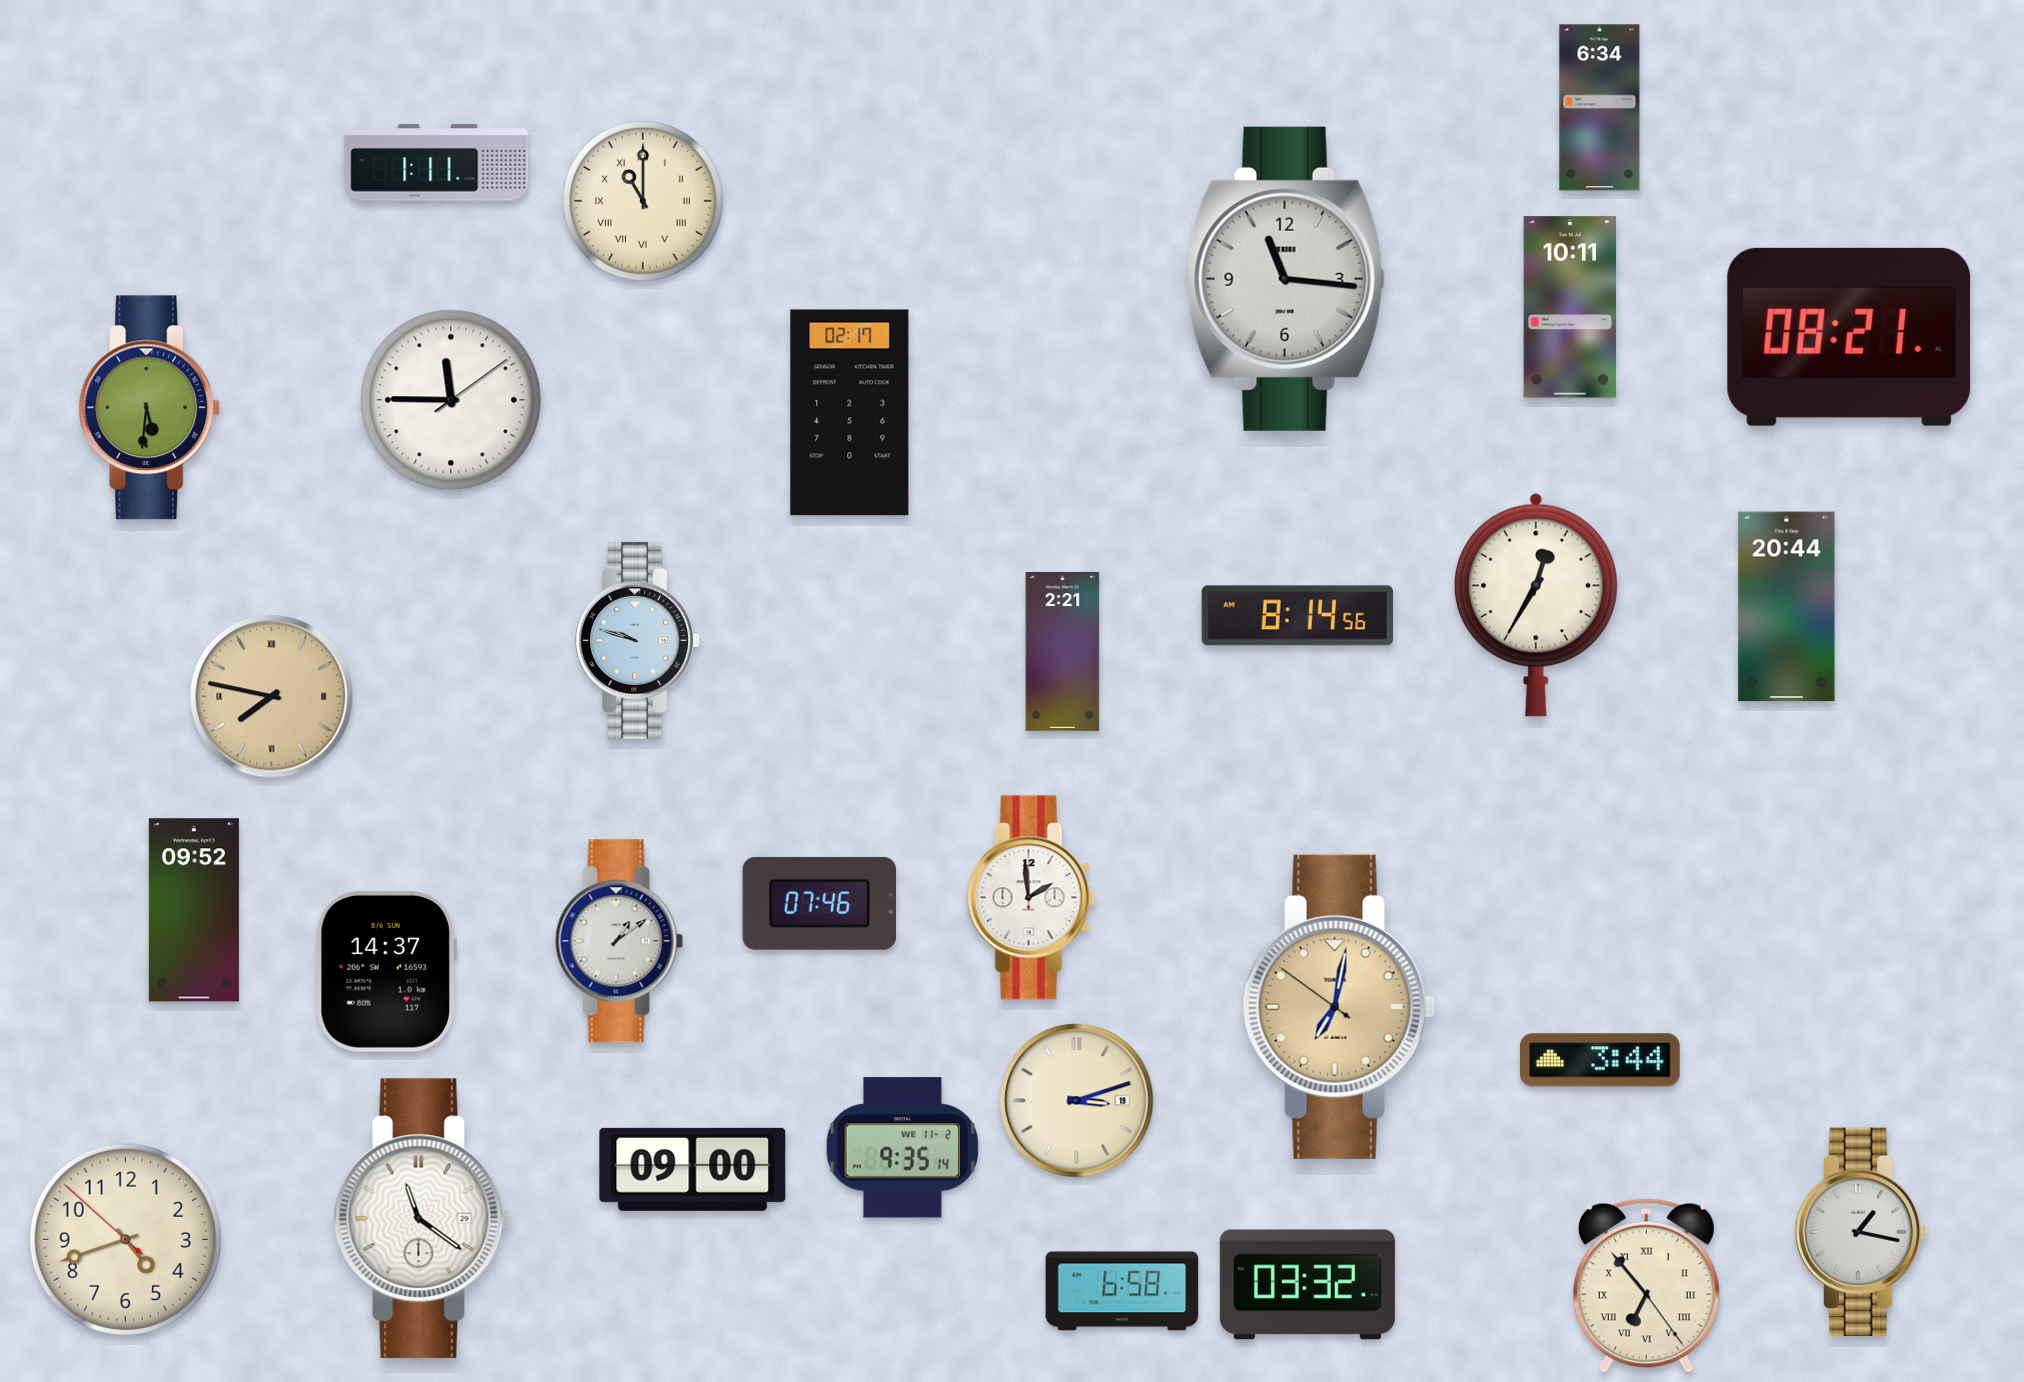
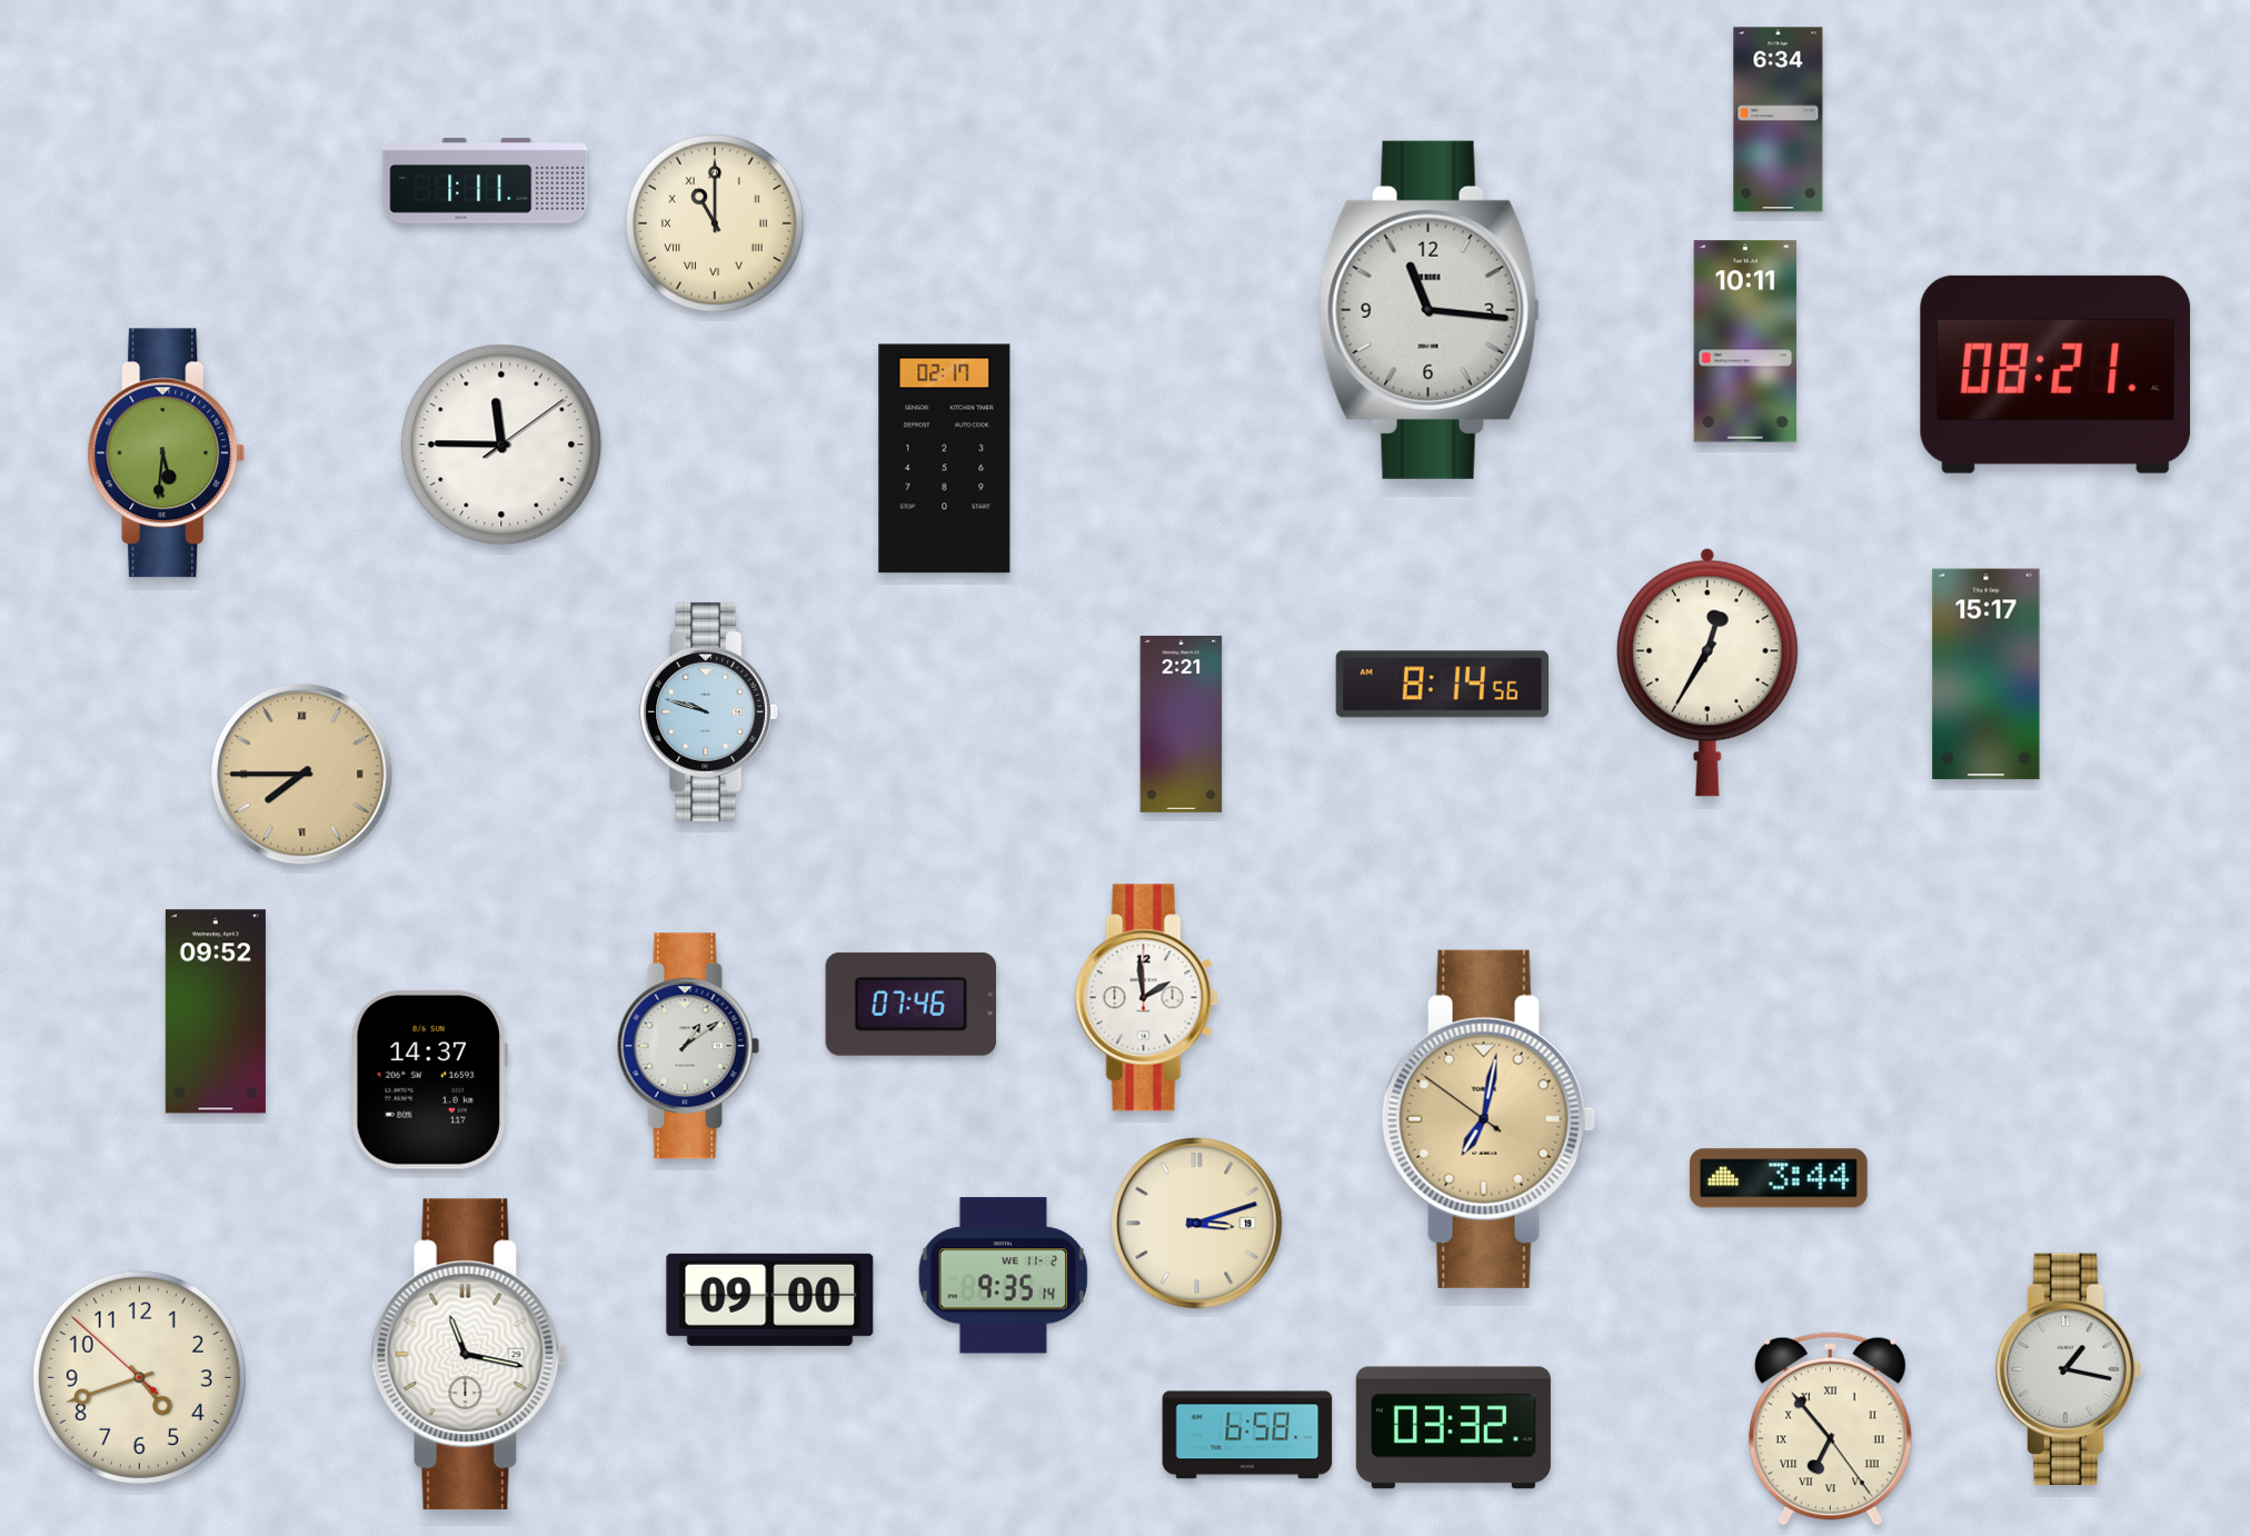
clock at (1787, 607): 20:44 -> 15:17
clock at (272, 697): 7:47 -> 7:45
clock at (422, 1219): 11:21 -> 11:17
